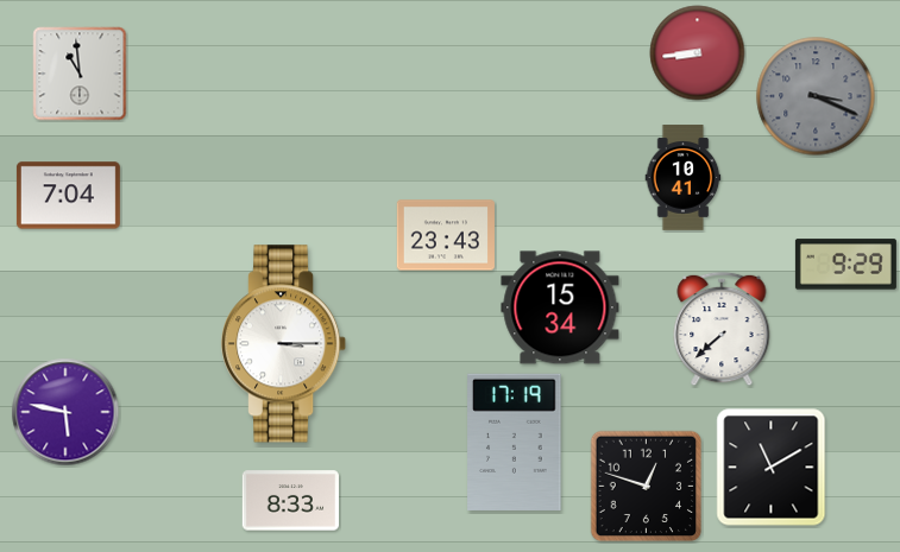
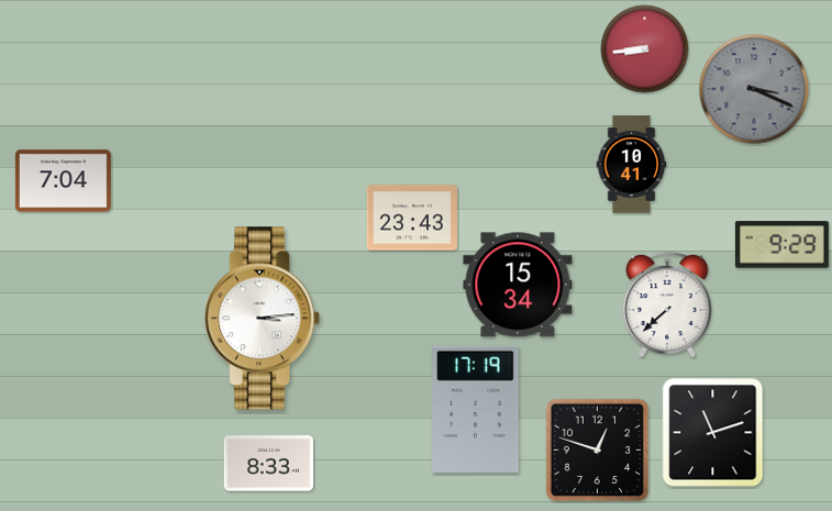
clock at (80, 74): 10:59 -> none
clock at (285, 344): 3:15 -> 3:14
clock at (65, 412): 5:47 -> none
clock at (772, 468): 11:10 -> 11:12
